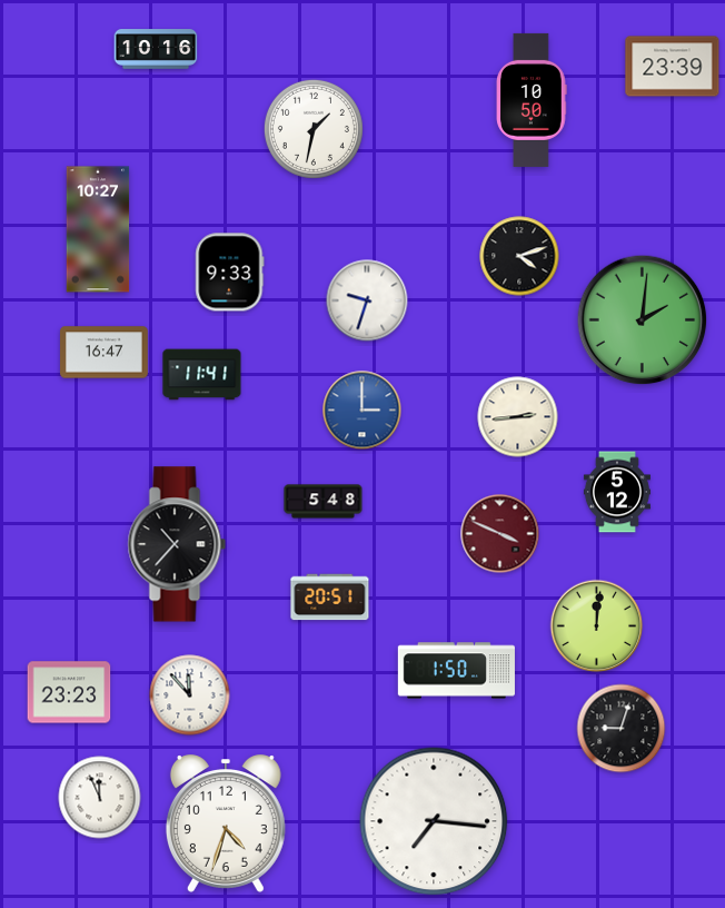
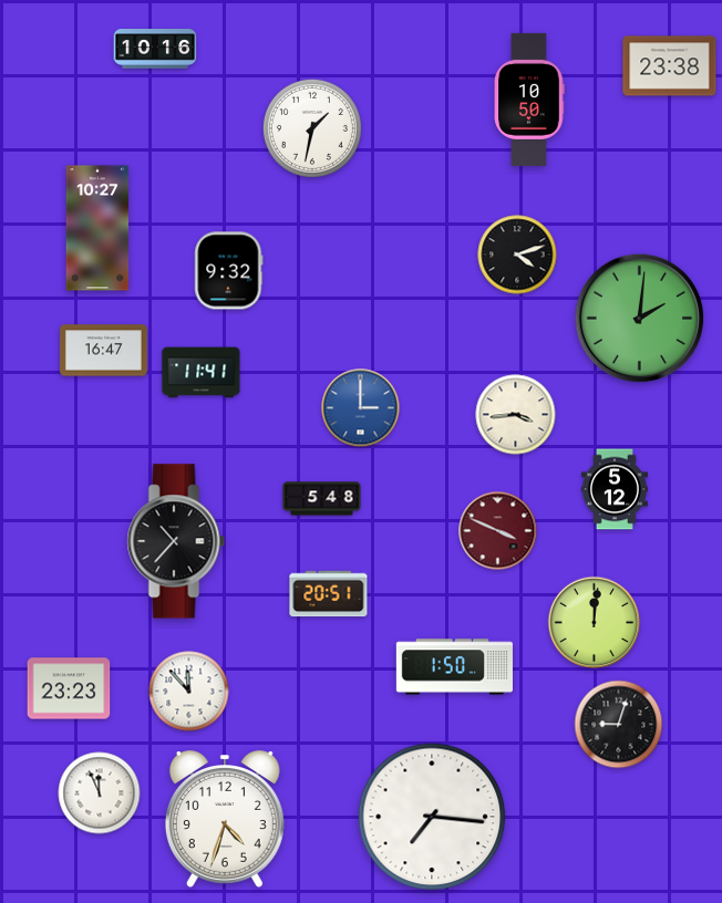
clock at (673, 67): 23:39 -> 23:38
clock at (230, 273): 9:33 -> 9:32
clock at (367, 300): 9:33 -> none
clock at (518, 417): 2:44 -> 3:44
